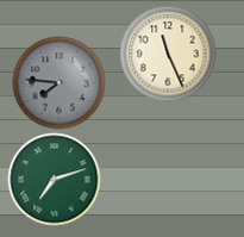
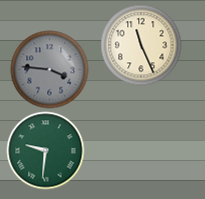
clock at (58, 82): 7:46 -> 3:46
clock at (54, 179): 7:12 -> 9:31
